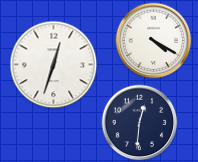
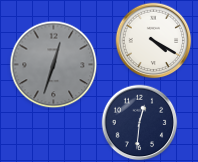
clock at (54, 65) dial: white -> grey
